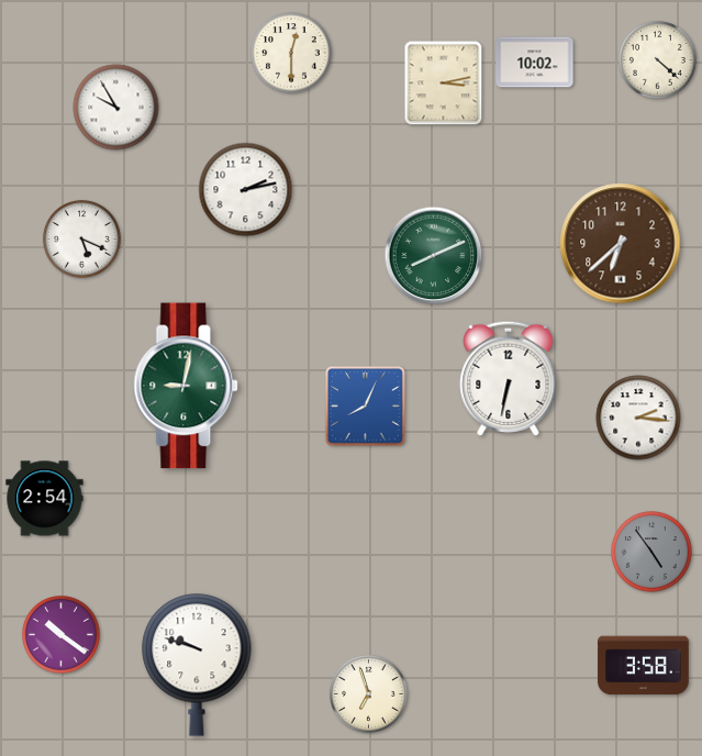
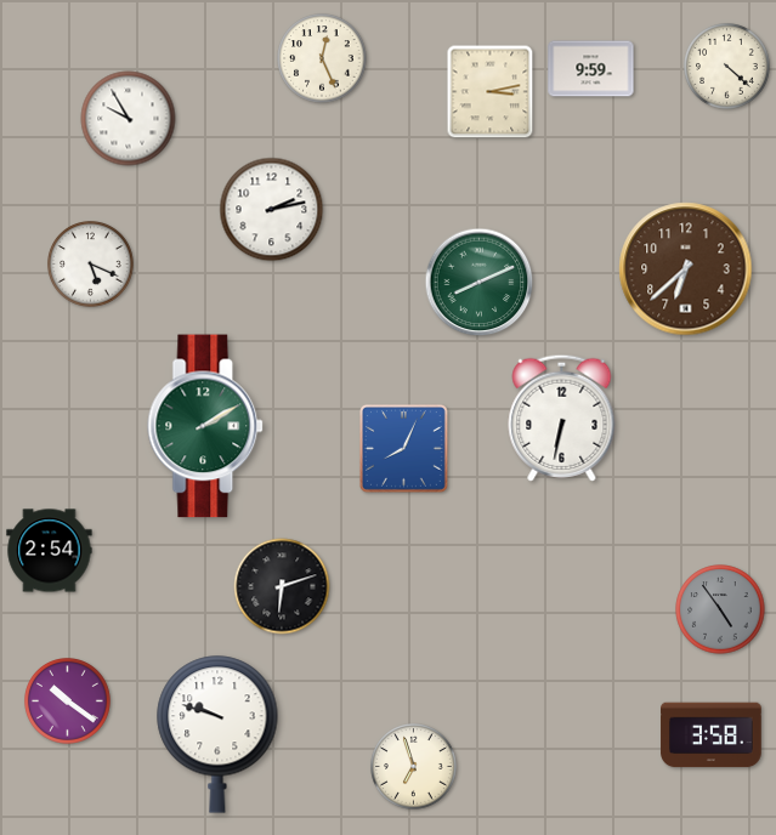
clock at (291, 53): 12:30 -> 12:26
clock at (535, 63): 10:02 -> 9:59
clock at (187, 386): 9:02 -> 2:10
clock at (638, 418): 2:16 -> none
clock at (282, 586): none -> 6:12
clock at (369, 694) position: (369, 694) -> (414, 767)
